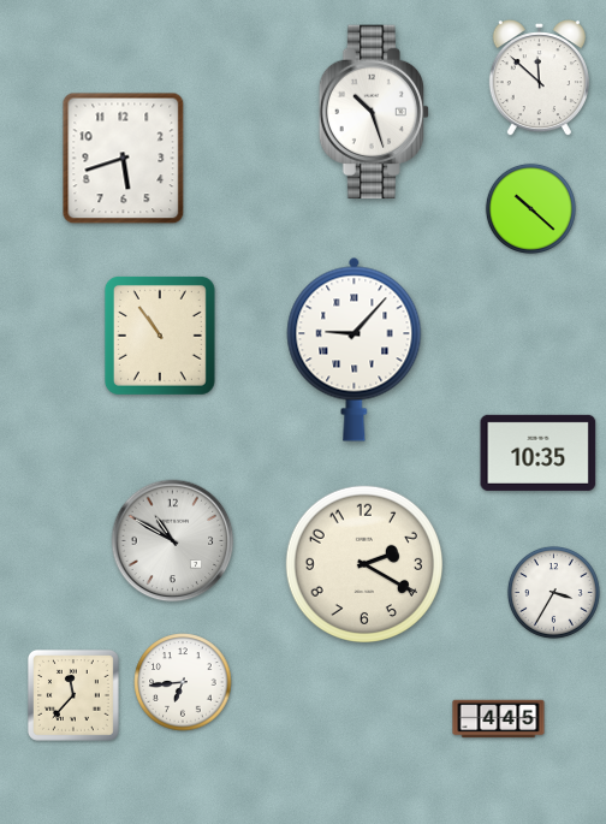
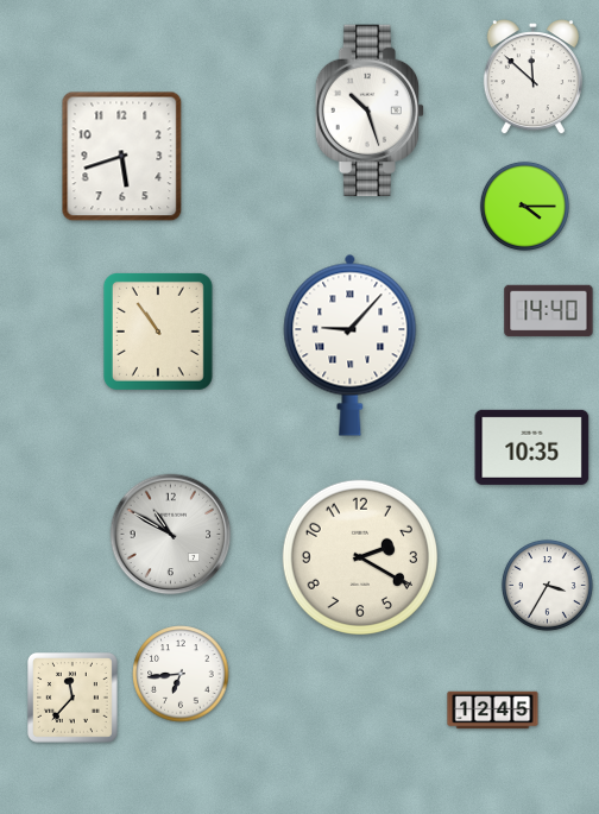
clock at (530, 208): 10:22 -> 4:15
clock at (549, 311): none -> 14:40
clock at (73, 695) position: (73, 695) -> (72, 698)
clock at (499, 719): 4:45 -> 12:45
